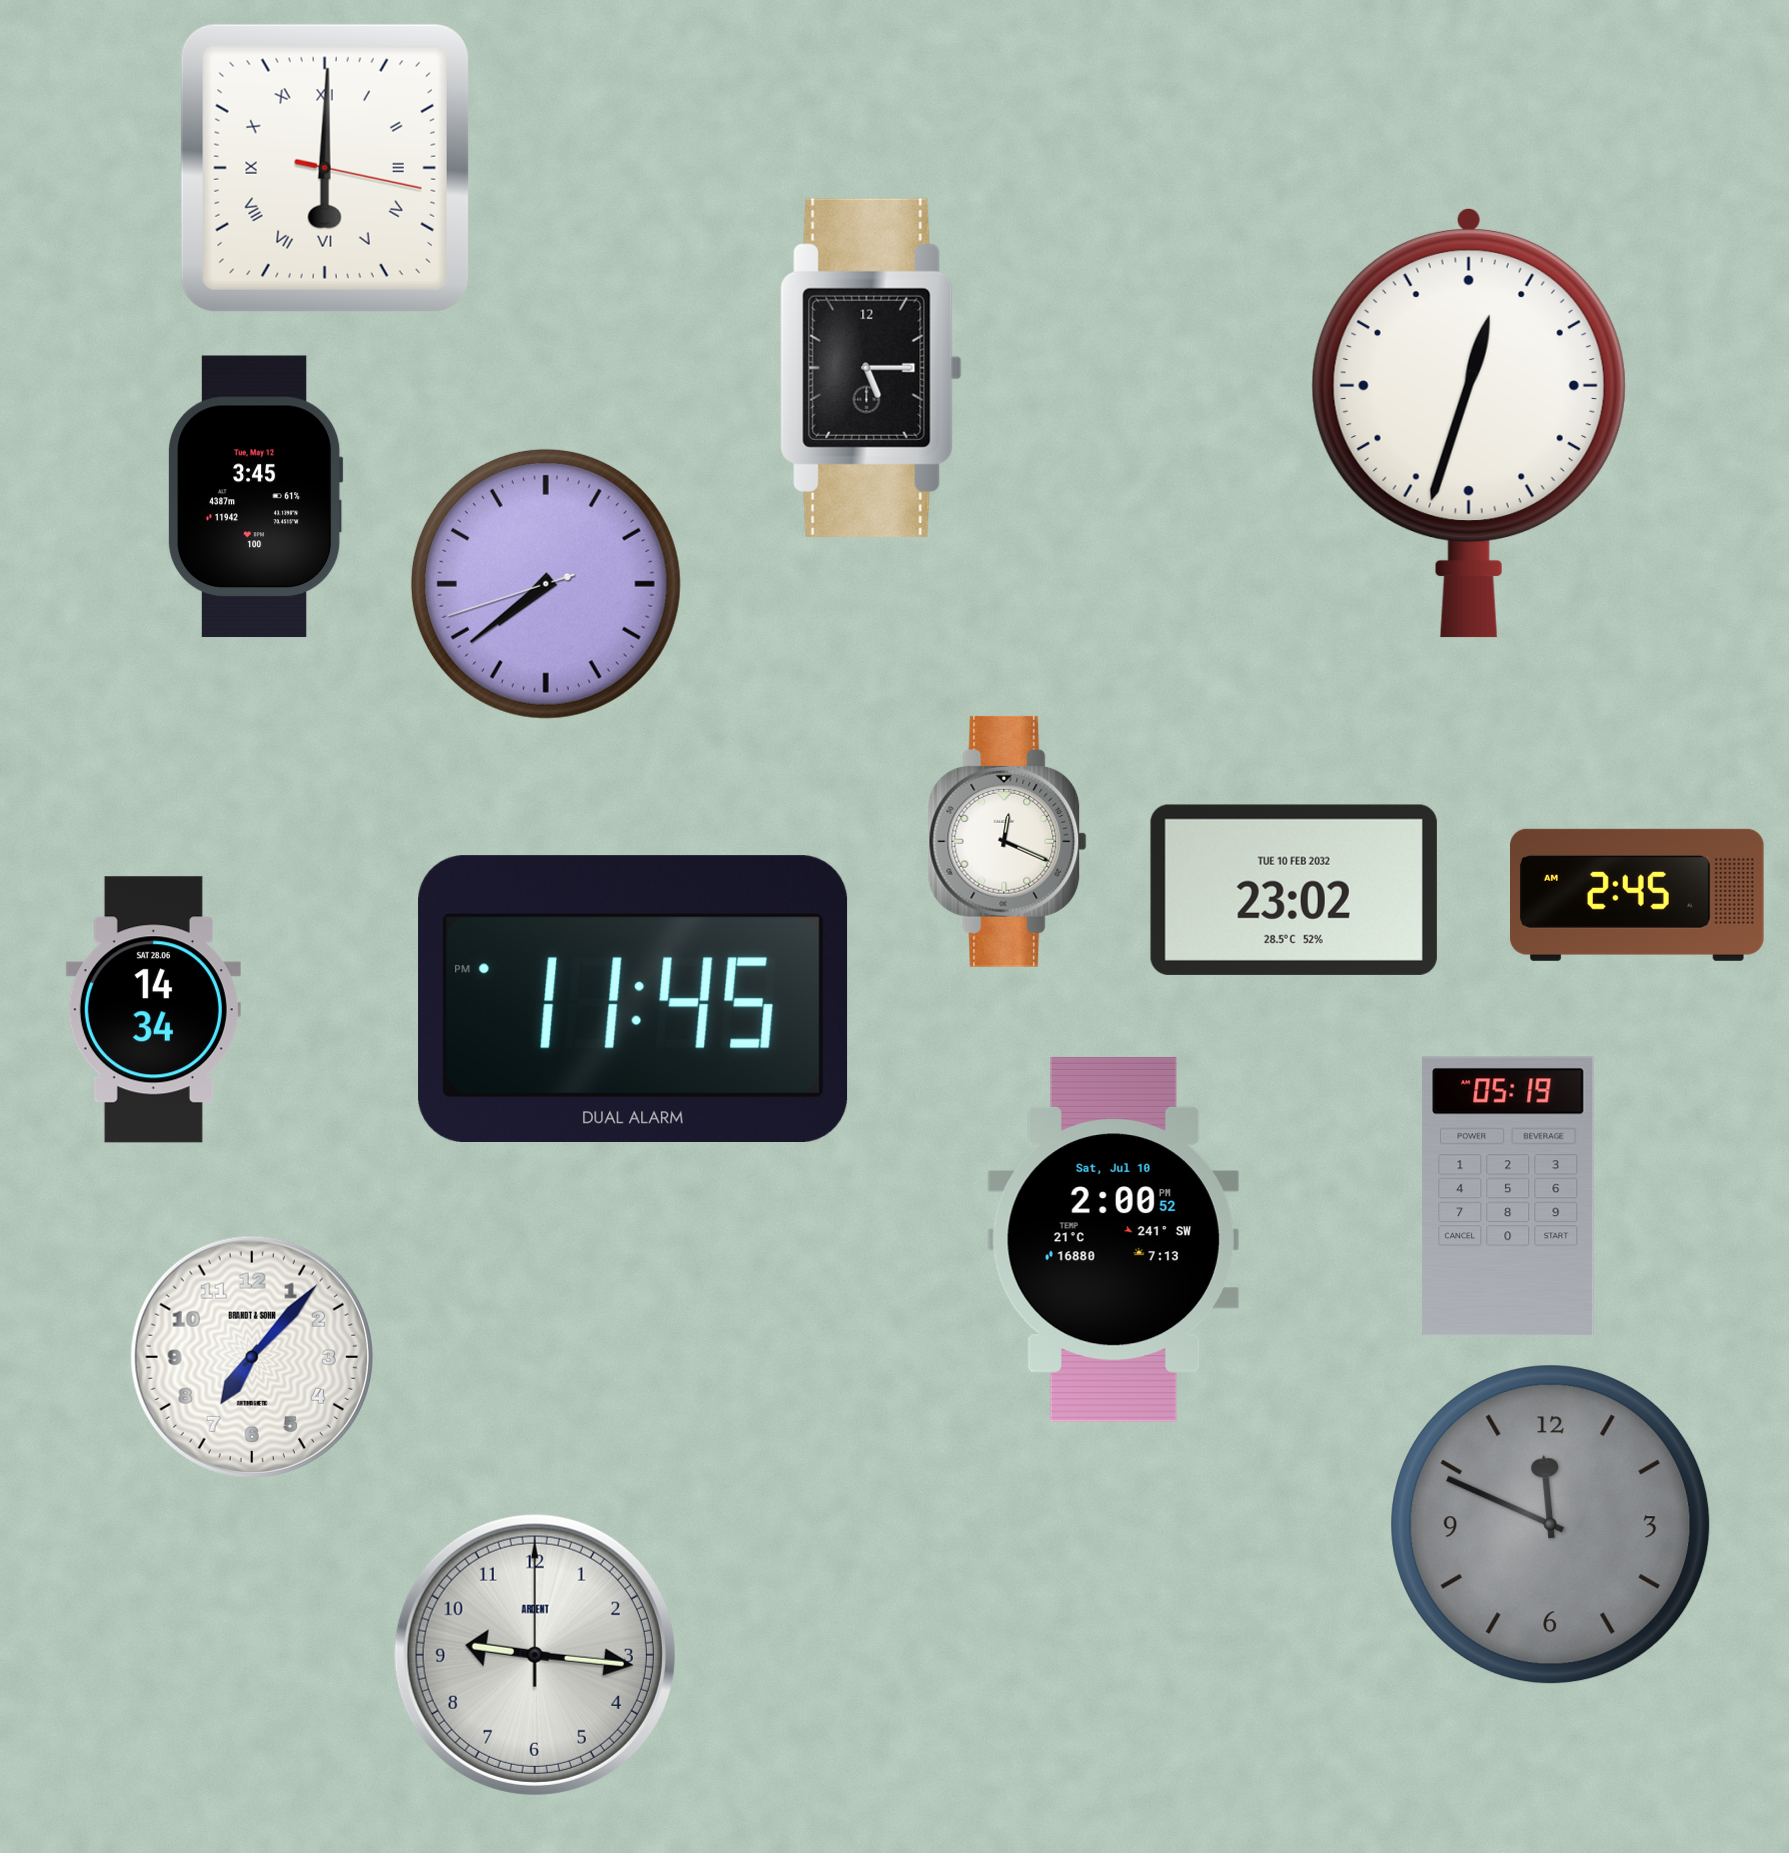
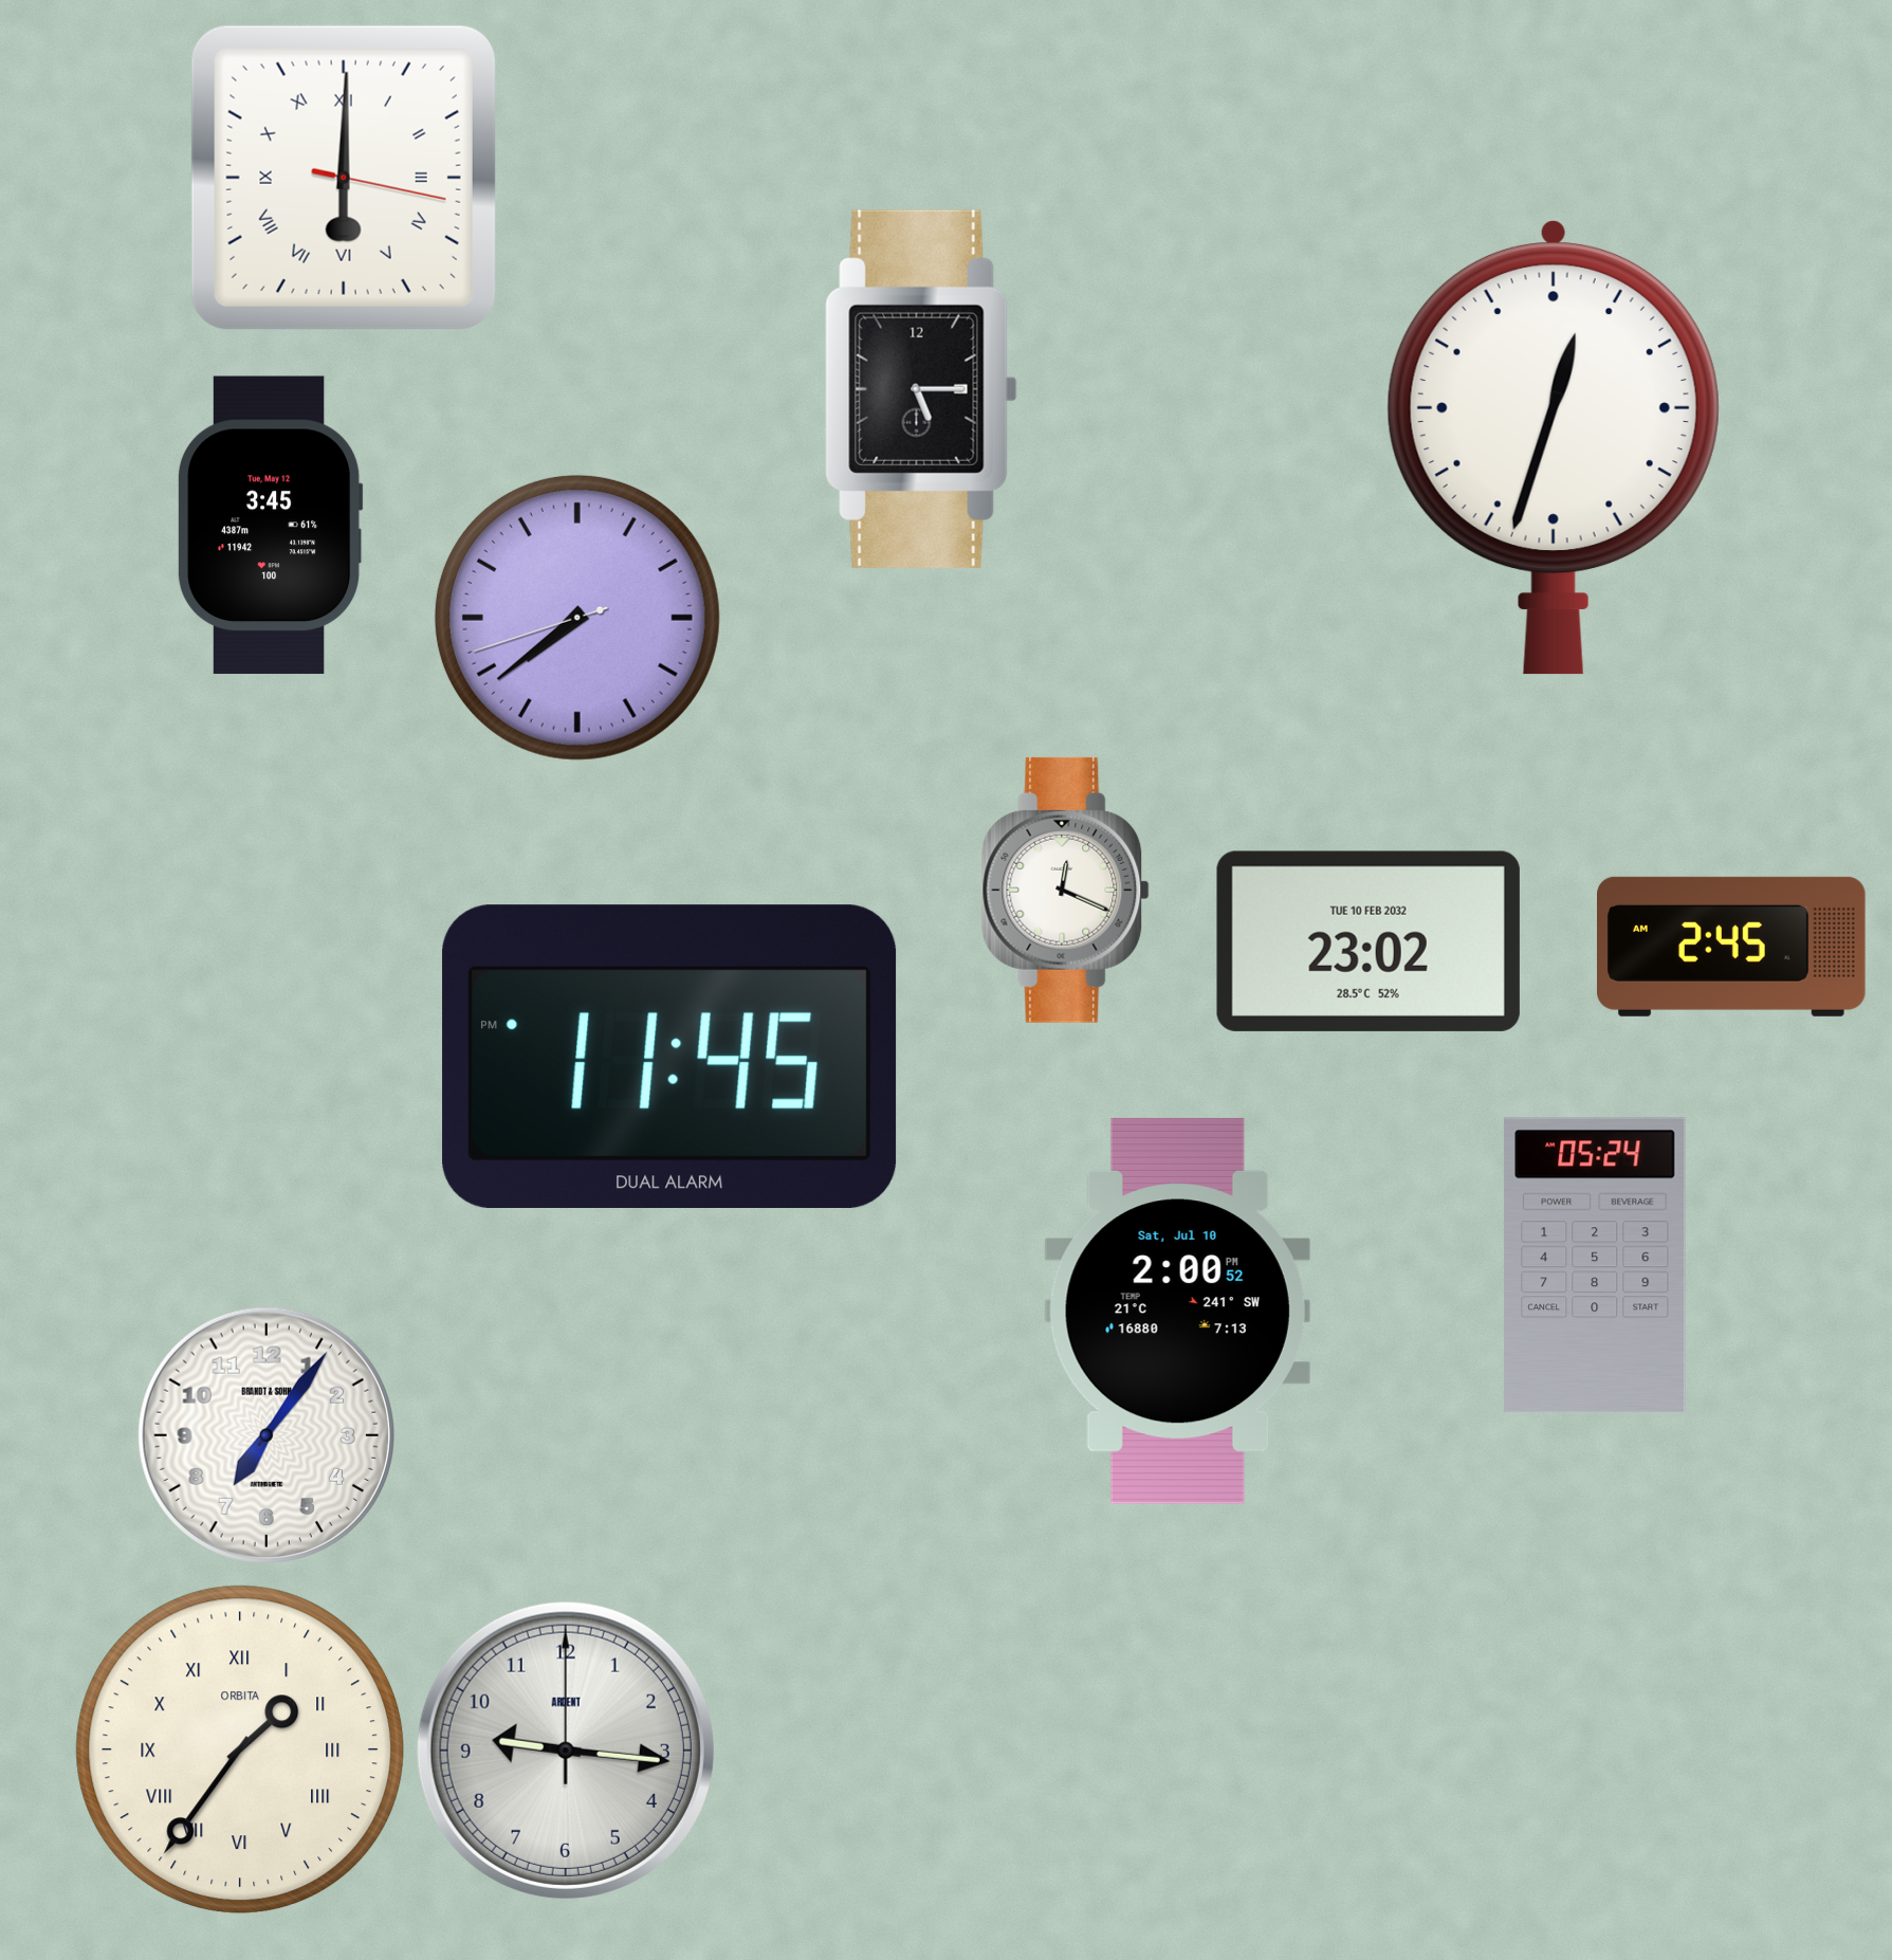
clock at (153, 1010): 14:34 -> none
clock at (1508, 1196): 05:19 -> 05:24
clock at (252, 1357): 7:07 -> 7:06
clock at (1551, 1525): 11:49 -> none
clock at (240, 1750): none -> 1:36
